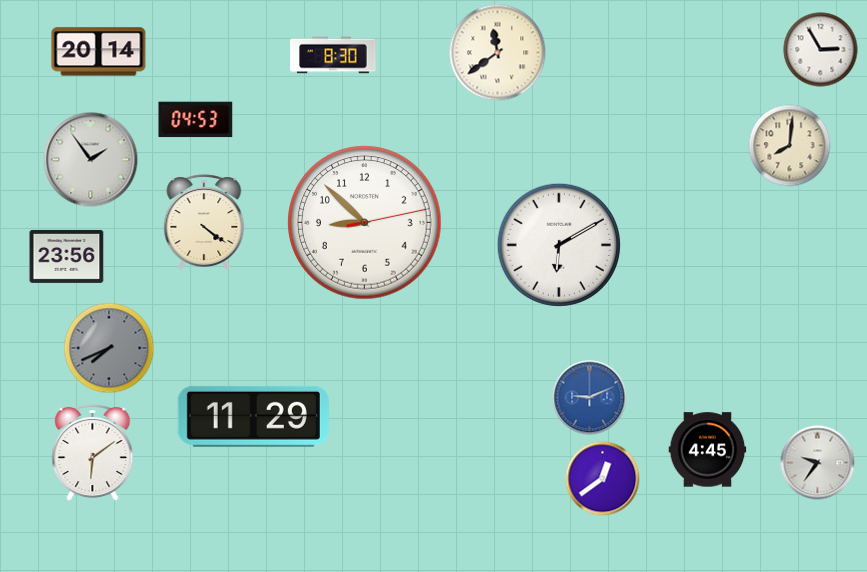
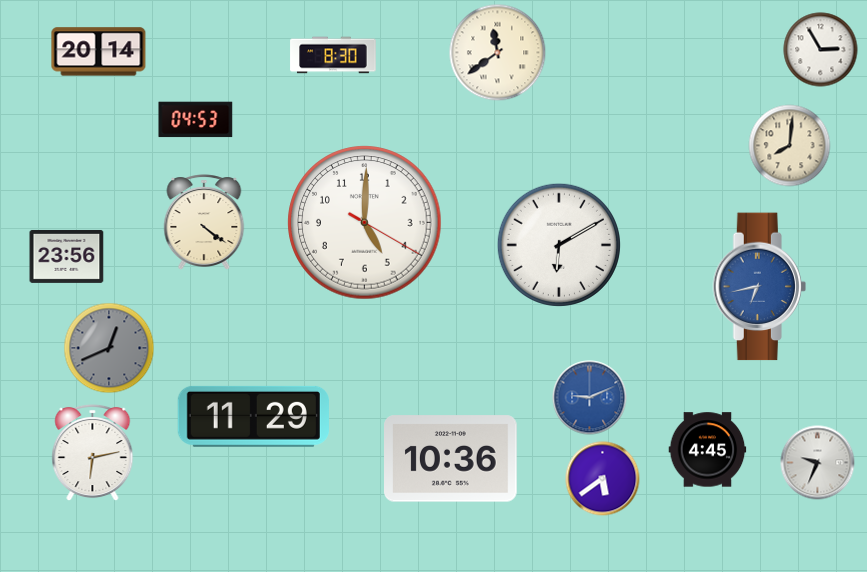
clock at (91, 160): 1:54 -> none
clock at (365, 223): 8:52 -> 5:00
clock at (759, 287): none -> 6:43
clock at (109, 348): 7:41 -> 12:41
clock at (93, 453): 6:09 -> 6:13
clock at (451, 459): none -> 10:36
clock at (818, 463): 9:36 -> 9:34
clock at (603, 479): 12:39 -> 5:39
